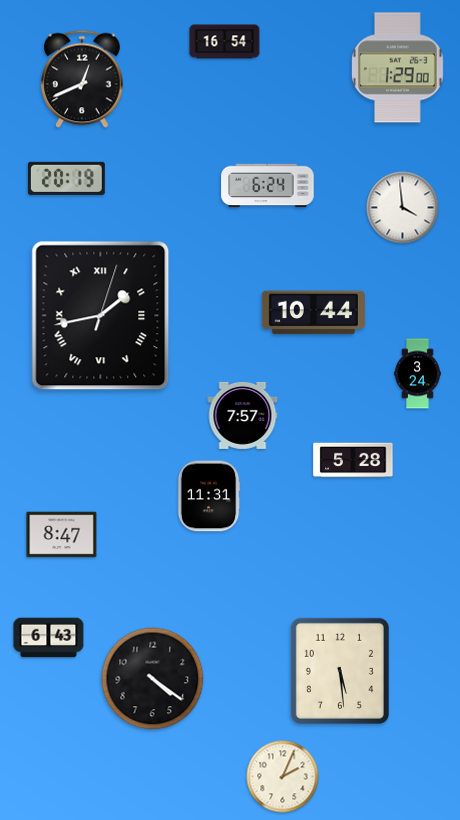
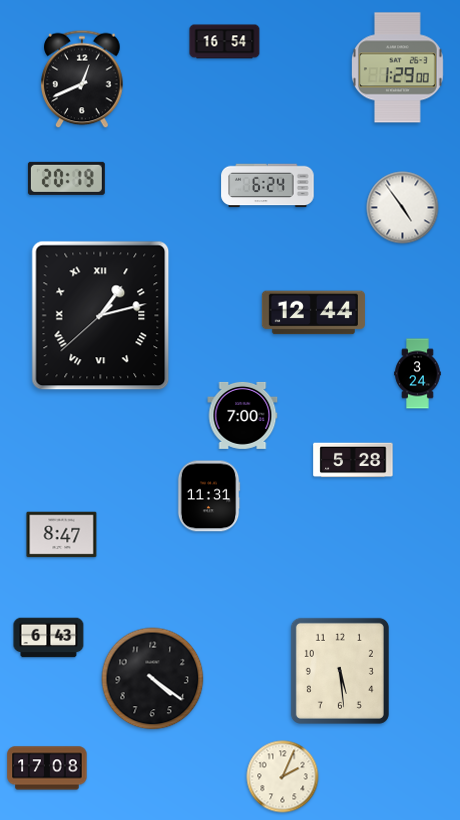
clock at (403, 208): 3:59 -> 4:54
clock at (313, 313): 10:44 -> 12:44
clock at (101, 316): 1:43 -> 1:12
clock at (243, 415): 7:57 -> 7:00
clock at (47, 768): none -> 17:08
